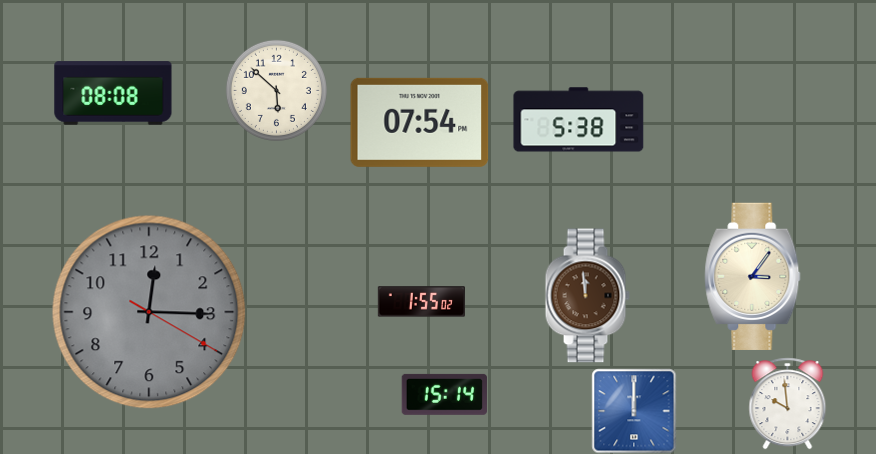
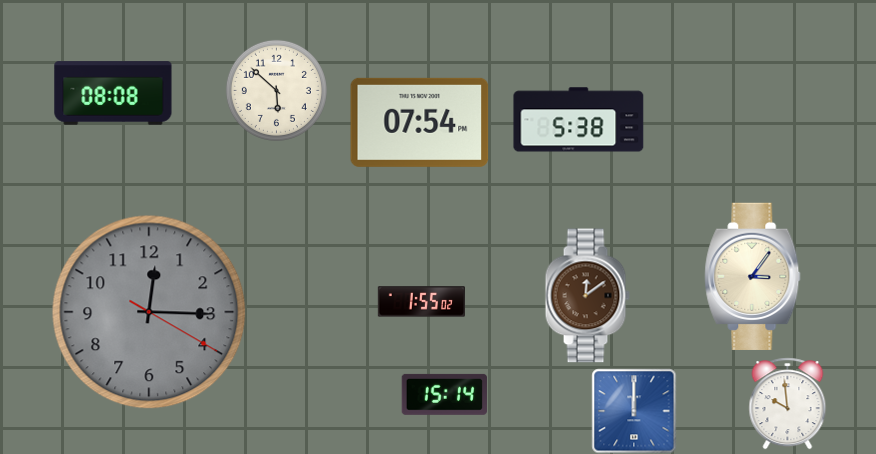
clock at (587, 296): 11:59 -> 12:09
